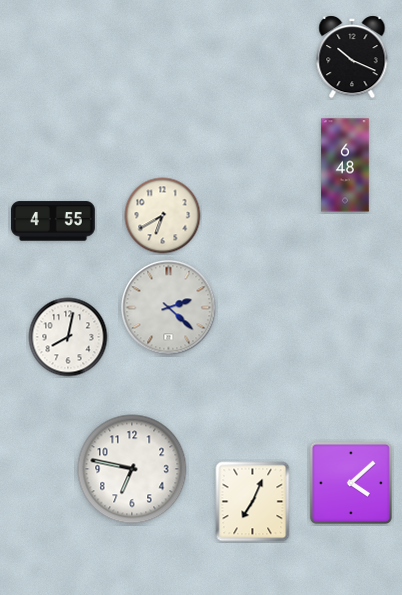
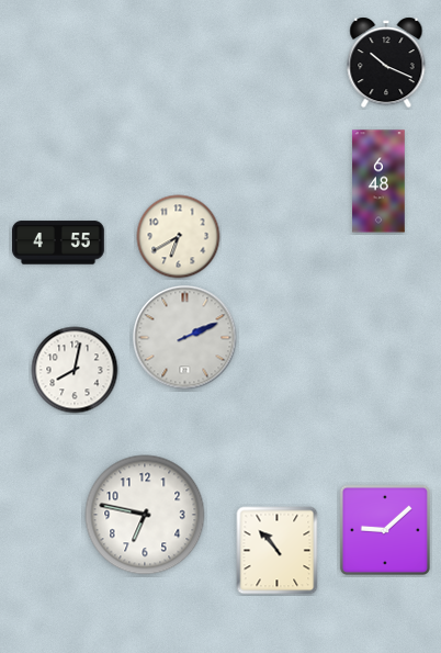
clock at (169, 308): 2:22 -> 2:11
clock at (351, 483): 4:08 -> 9:08
clock at (253, 502): 7:04 -> 10:53
